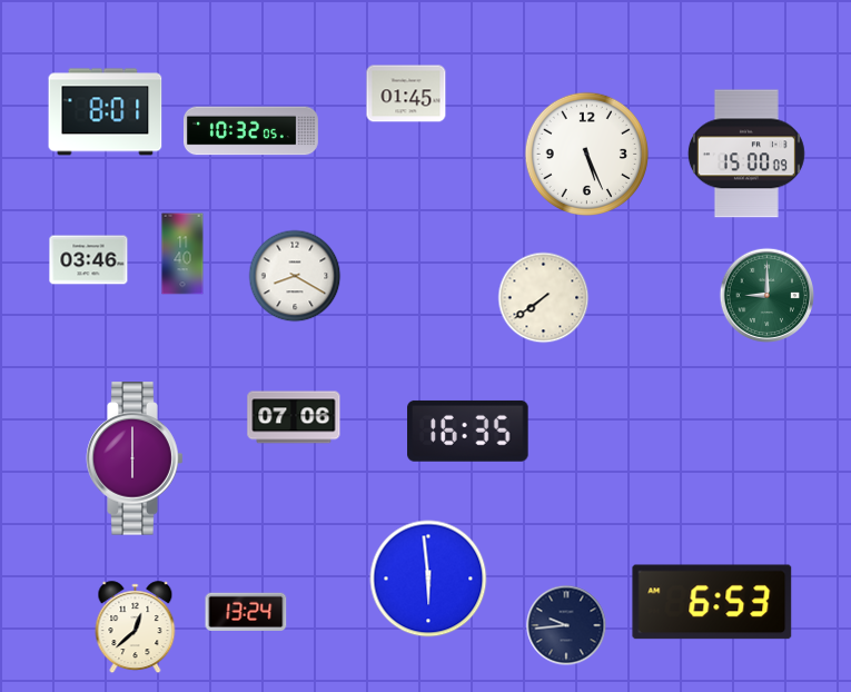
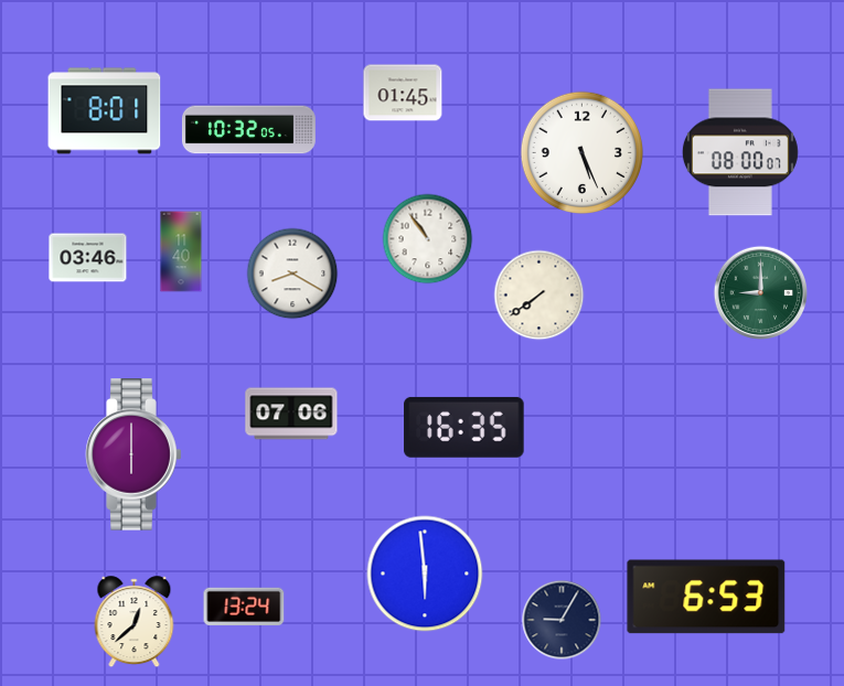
clock at (746, 154): 15:00 -> 08:00
clock at (428, 239): none -> 10:54
clock at (566, 625): 9:44 -> 9:05
